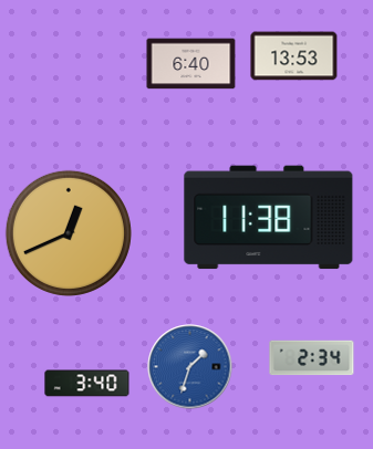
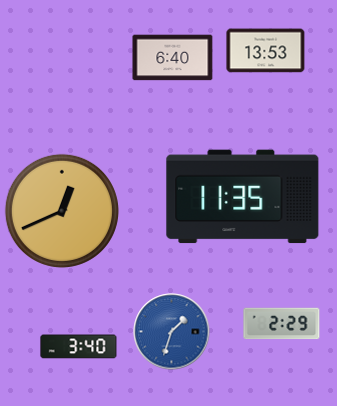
clock at (269, 218): 11:38 -> 11:35
clock at (312, 358): 2:34 -> 2:29
